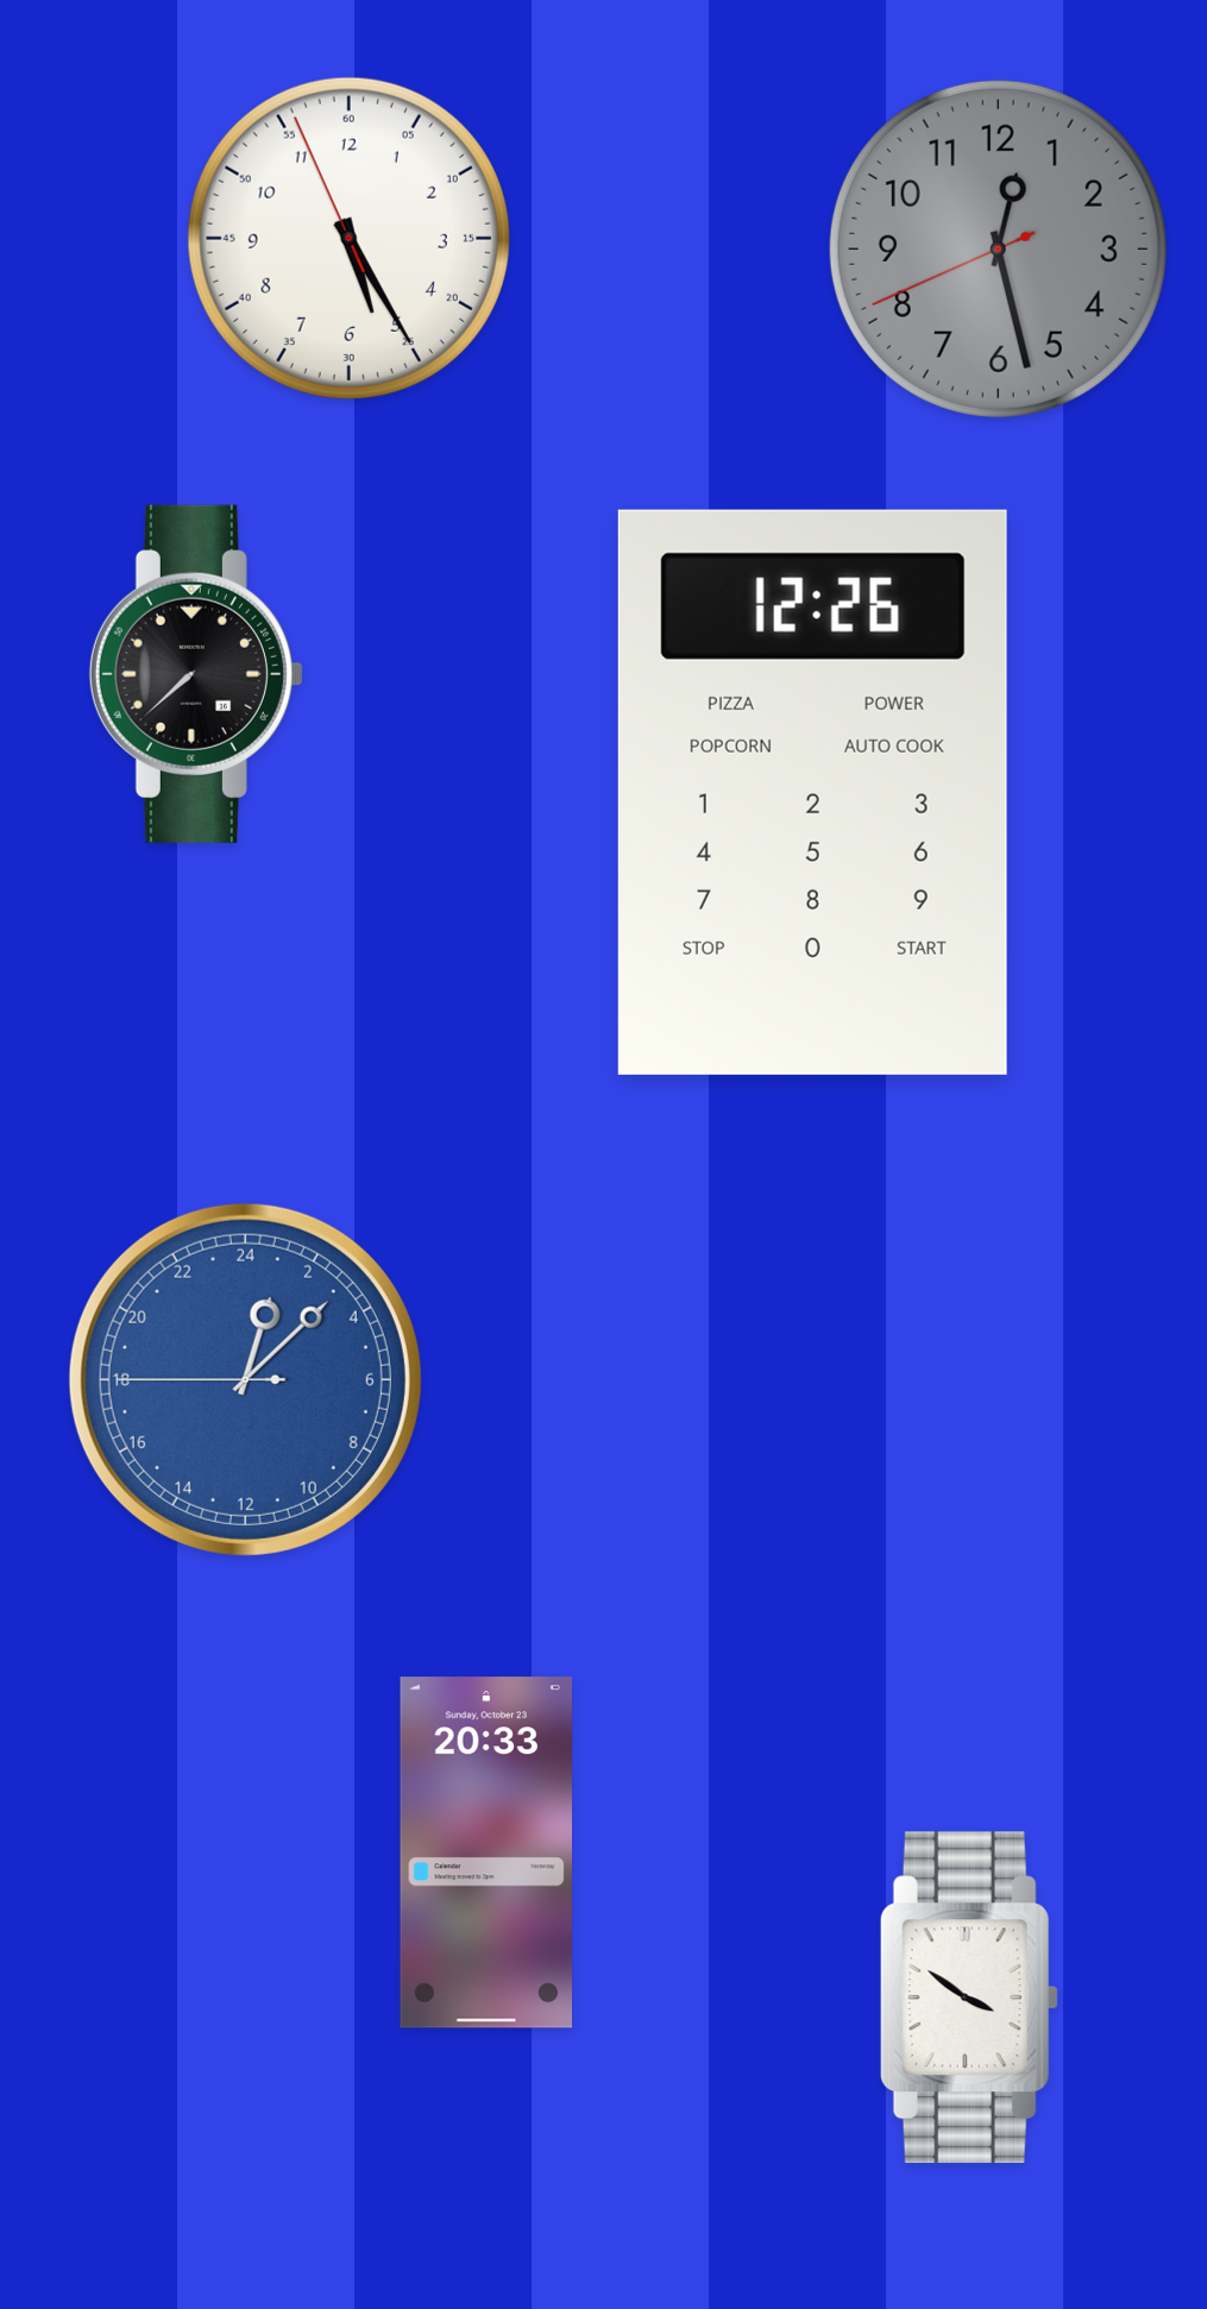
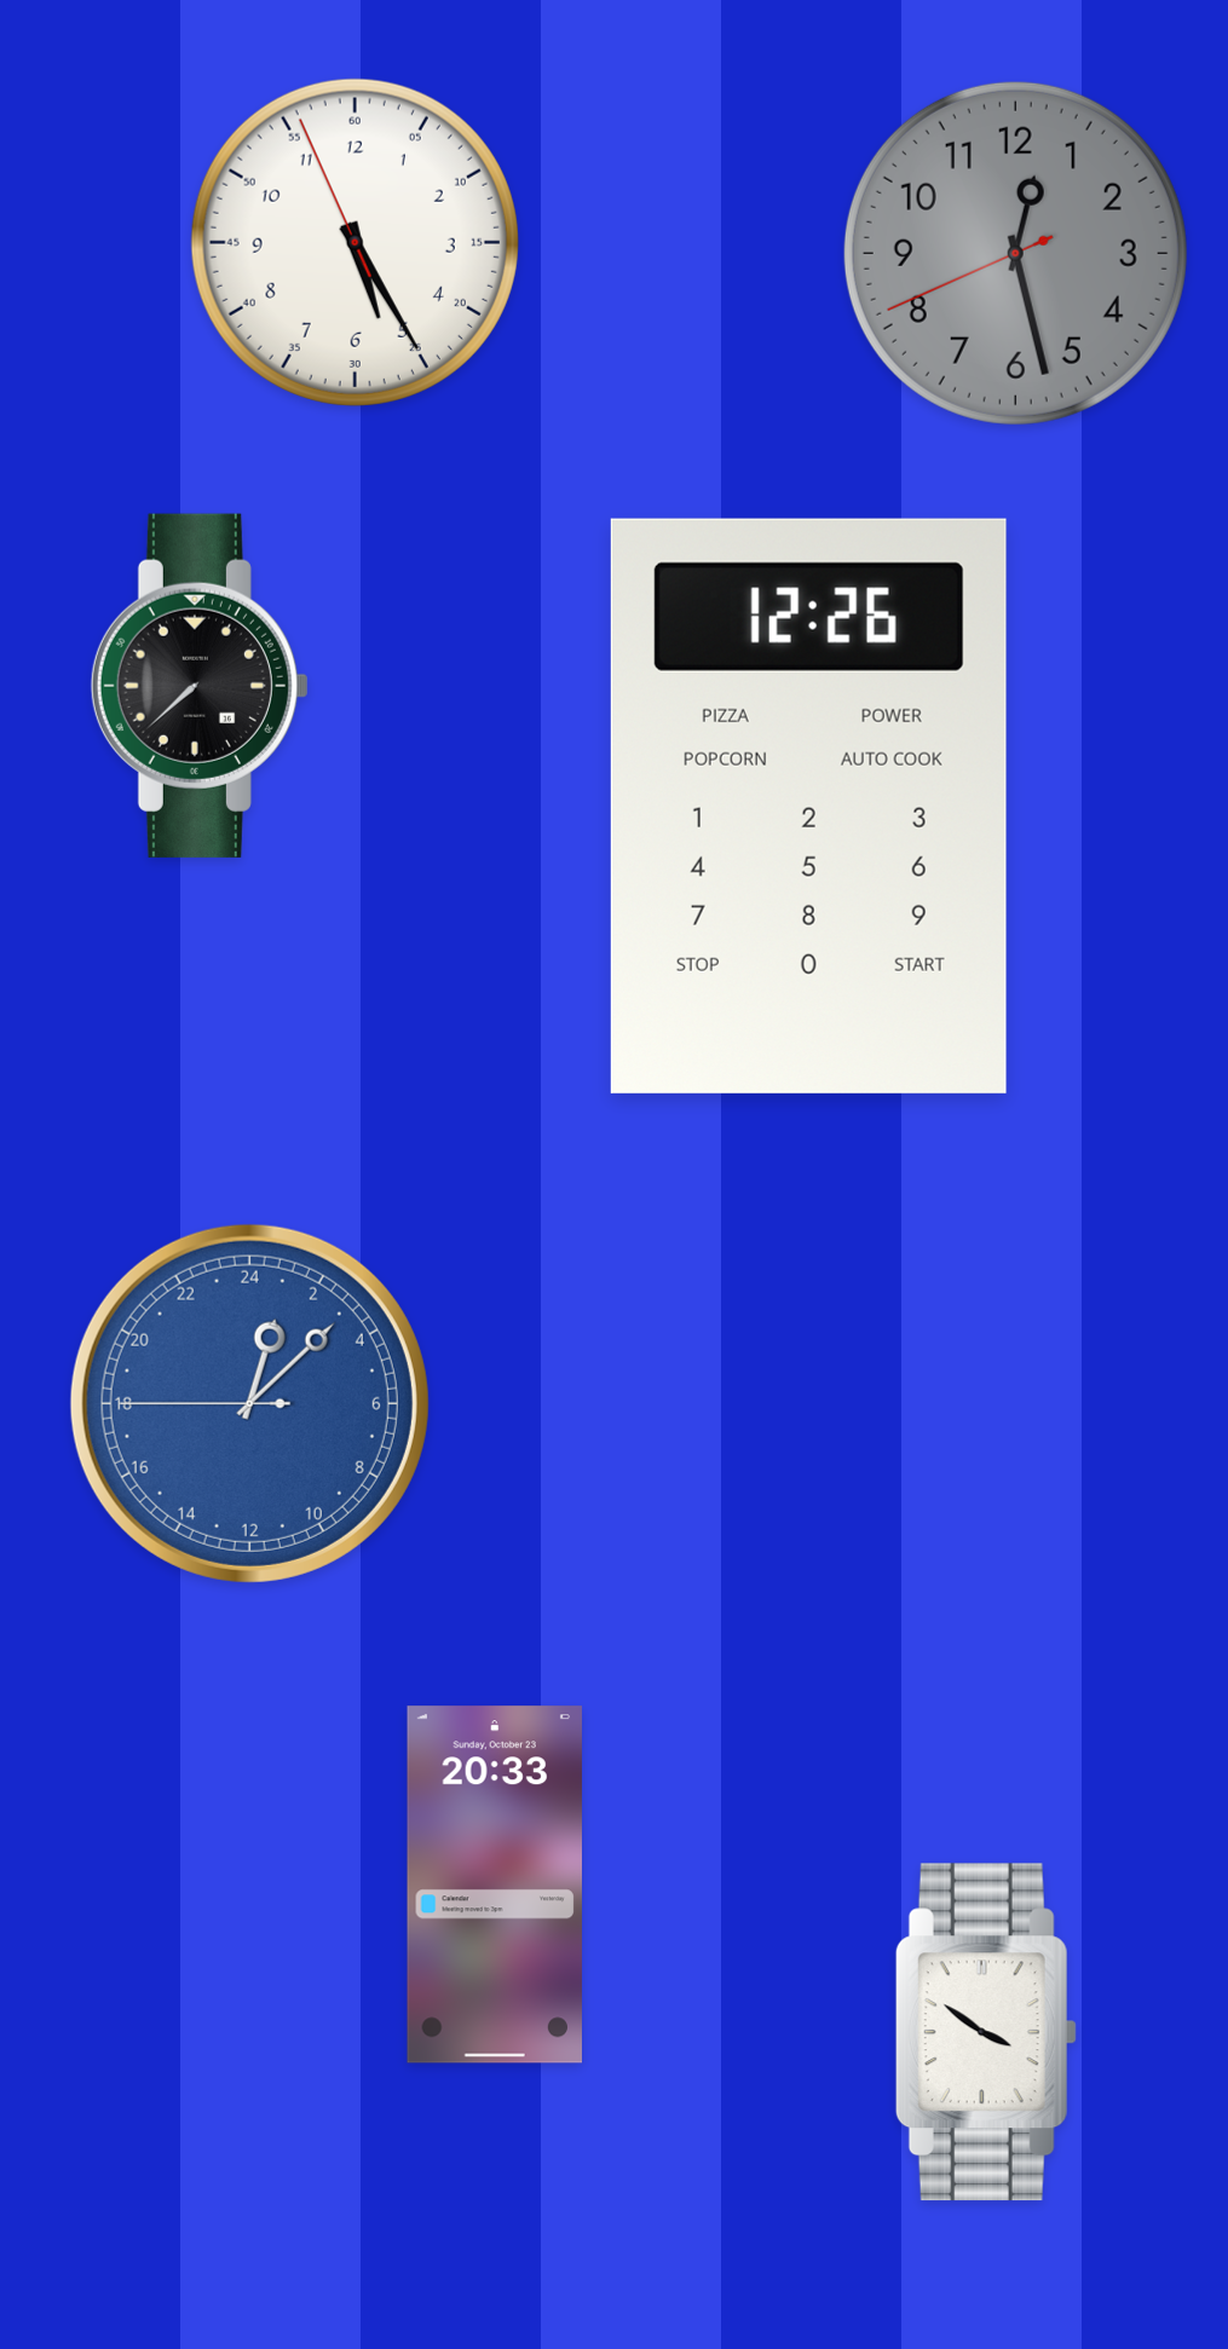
clock at (812, 792) position: (812, 792) -> (808, 806)
